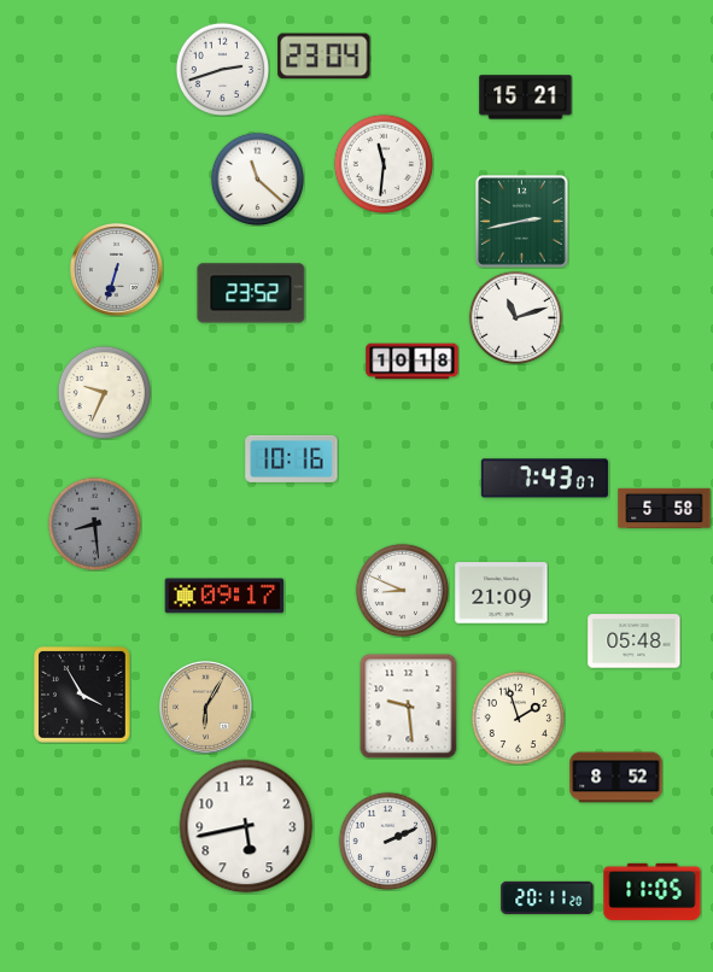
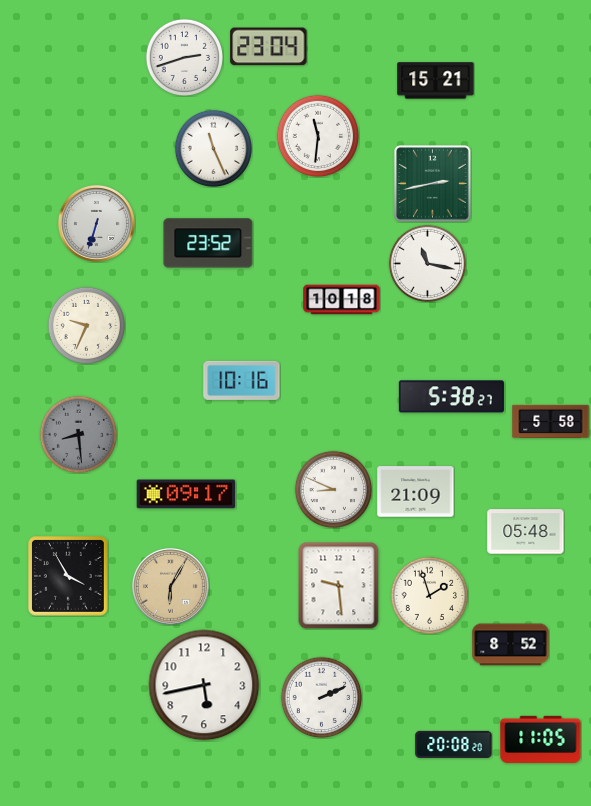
clock at (257, 178): 11:22 -> 11:26
clock at (515, 317): 11:12 -> 11:17
clock at (544, 479): 7:43 -> 5:38
clock at (548, 897): 20:11 -> 20:08
